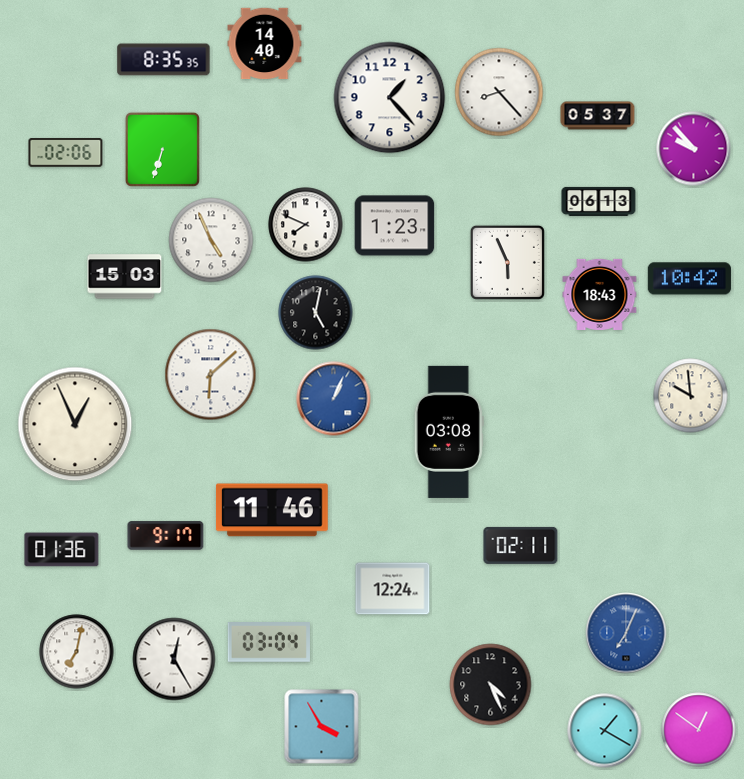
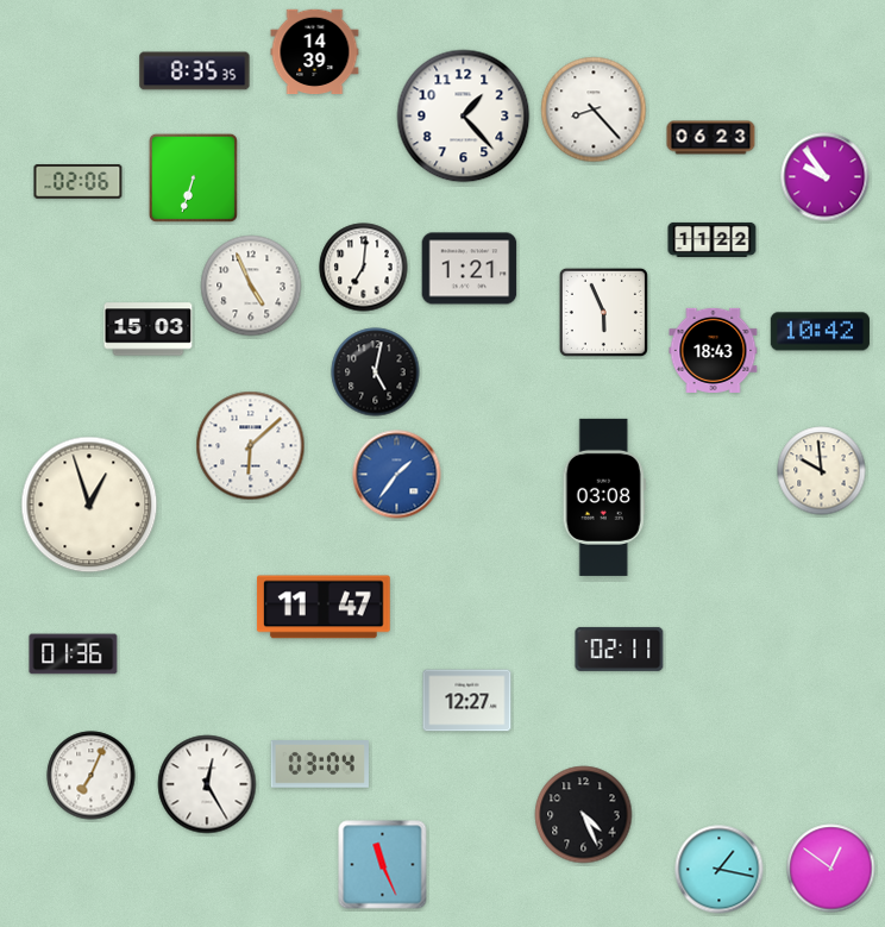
clock at (265, 44): 14:40 -> 14:39
clock at (598, 116): 05:37 -> 06:23
clock at (694, 149): 9:53 -> 9:54
clock at (599, 201): 06:13 -> 11:22
clock at (306, 225): 7:49 -> 7:01
clock at (395, 226): 1:23 -> 1:21
clock at (334, 399): 1:04 -> 1:36
clock at (75, 424): 12:56 -> 12:57
clock at (449, 432) position: (449, 432) -> (604, 497)
clock at (272, 510): 11:46 -> 11:47
clock at (166, 536): 9:17 -> none
clock at (393, 589): 12:24 -> 12:27
clock at (626, 633): 7:04 -> none
clock at (77, 652): 7:02 -> 7:04
clock at (322, 727): 3:55 -> 11:26
clock at (605, 731): 1:20 -> 1:17
